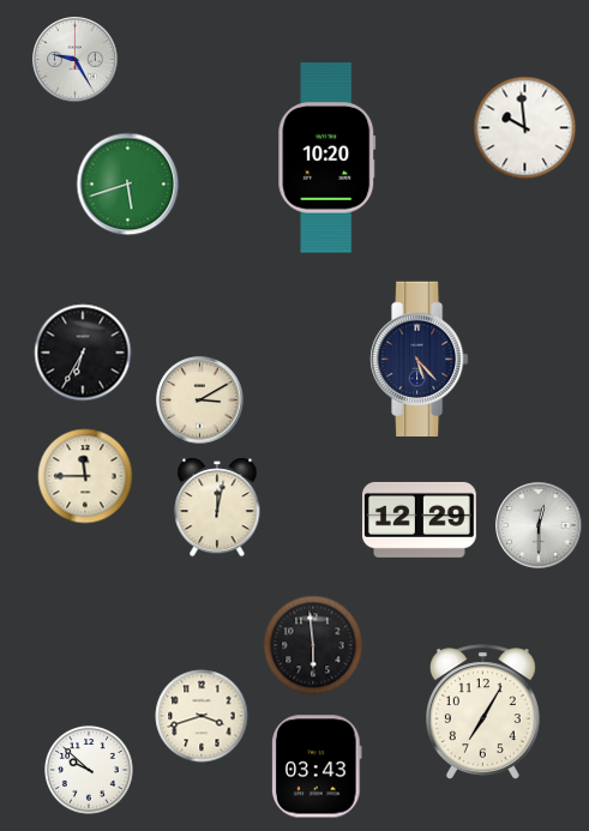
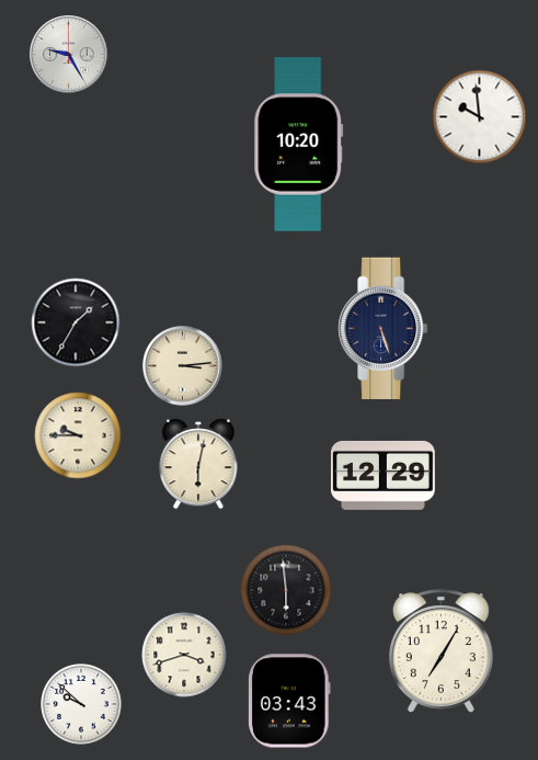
clock at (128, 185): 5:42 -> none
clock at (83, 353): 6:35 -> 1:35
clock at (420, 360): 5:23 -> 5:27
clock at (200, 401): 3:10 -> 3:14
clock at (85, 476): 11:45 -> 9:45
clock at (217, 507): 12:02 -> 6:02
clock at (539, 525): 12:30 -> none
